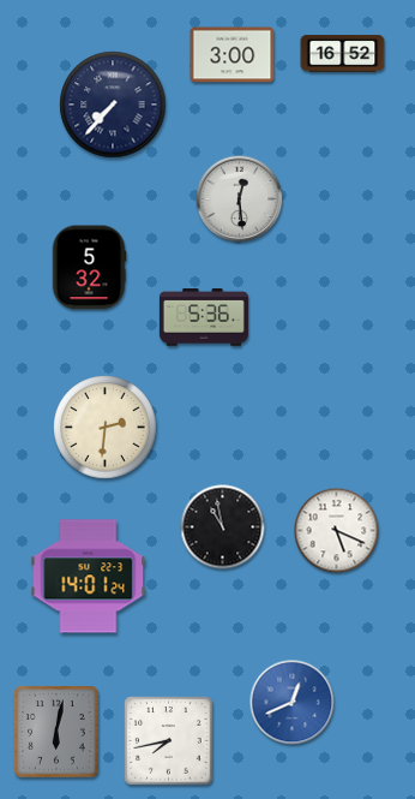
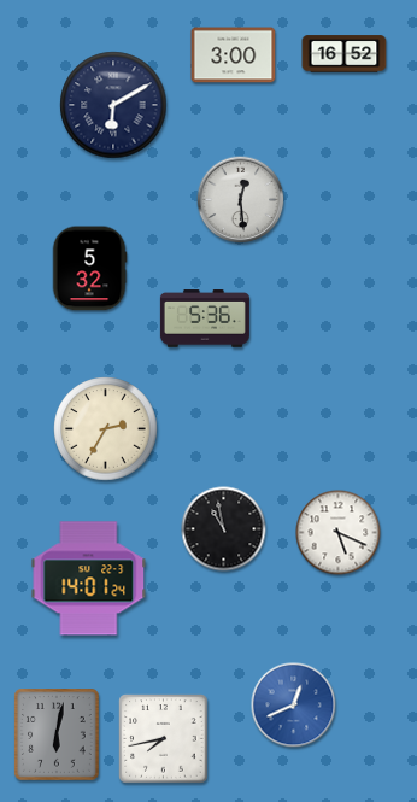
clock at (113, 105): 7:37 -> 6:10
clock at (106, 428): 2:31 -> 2:35
clock at (169, 741) position: (169, 741) -> (164, 739)
